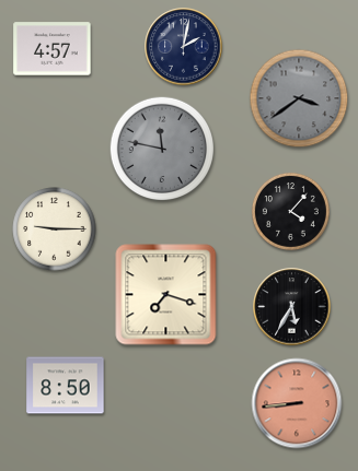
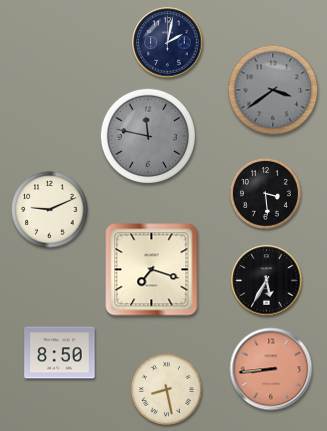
clock at (53, 49): 4:57 -> none
clock at (290, 211): 4:07 -> 3:29
clock at (55, 229): 9:15 -> 9:11
clock at (166, 389): none -> 8:28
